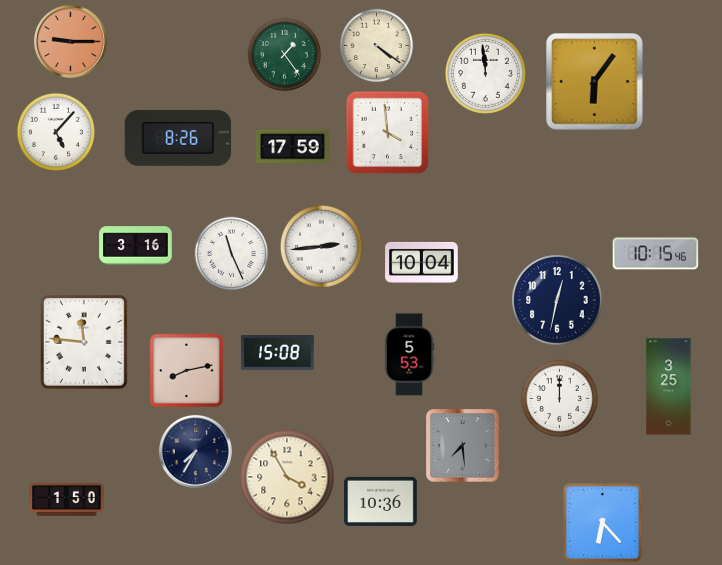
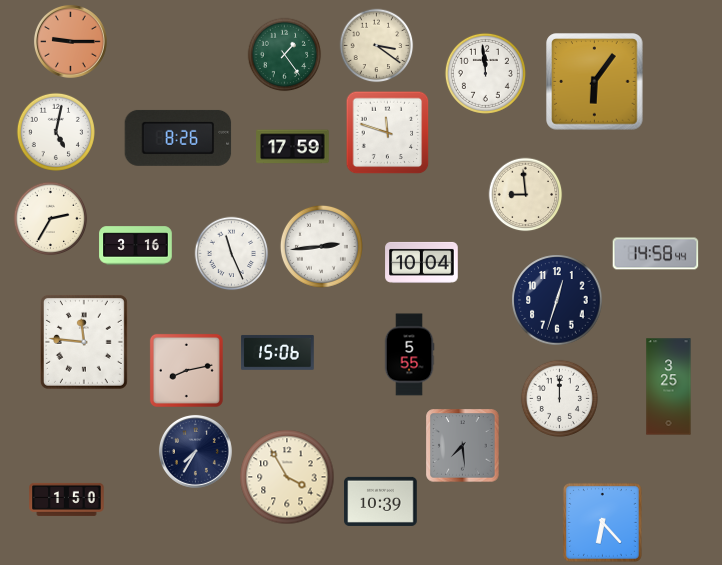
clock at (377, 46): 4:21 -> 3:21
clock at (56, 132): 5:07 -> 5:02
clock at (388, 133): 3:59 -> 11:48
clock at (526, 195): none -> 8:59
clock at (51, 219): none -> 2:35
clock at (656, 254): 10:15 -> 14:58
clock at (557, 300): 12:32 -> 12:33
clock at (278, 352): 15:08 -> 15:06
clock at (409, 355): 5:53 -> 5:55
clock at (381, 501): 10:36 -> 10:39
